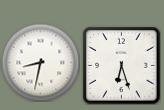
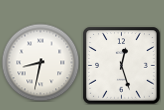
clock at (121, 65): 6:27 -> 12:27
